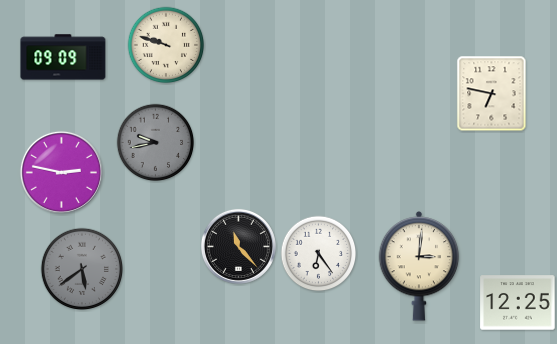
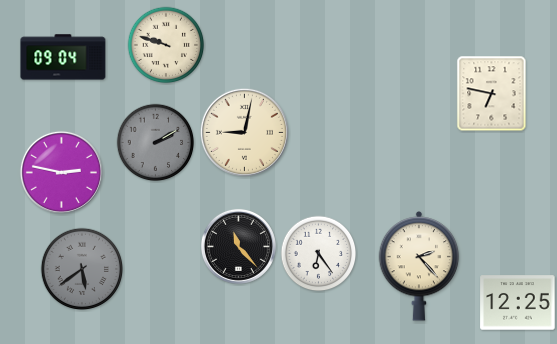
clock at (63, 57): 09:09 -> 09:04
clock at (244, 132): none -> 9:02
clock at (156, 143): 9:43 -> 2:10
clock at (419, 266): 3:01 -> 2:23
